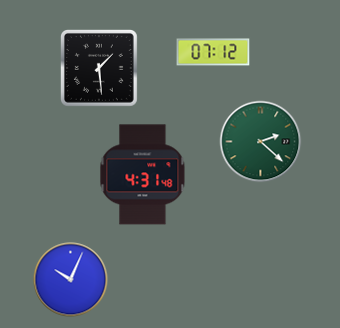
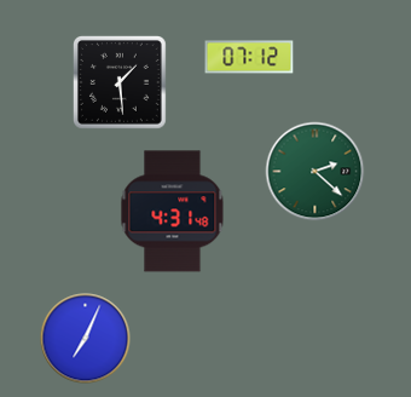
clock at (213, 52) position: (213, 52) -> (249, 57)
clock at (71, 280): 10:04 -> 7:04
